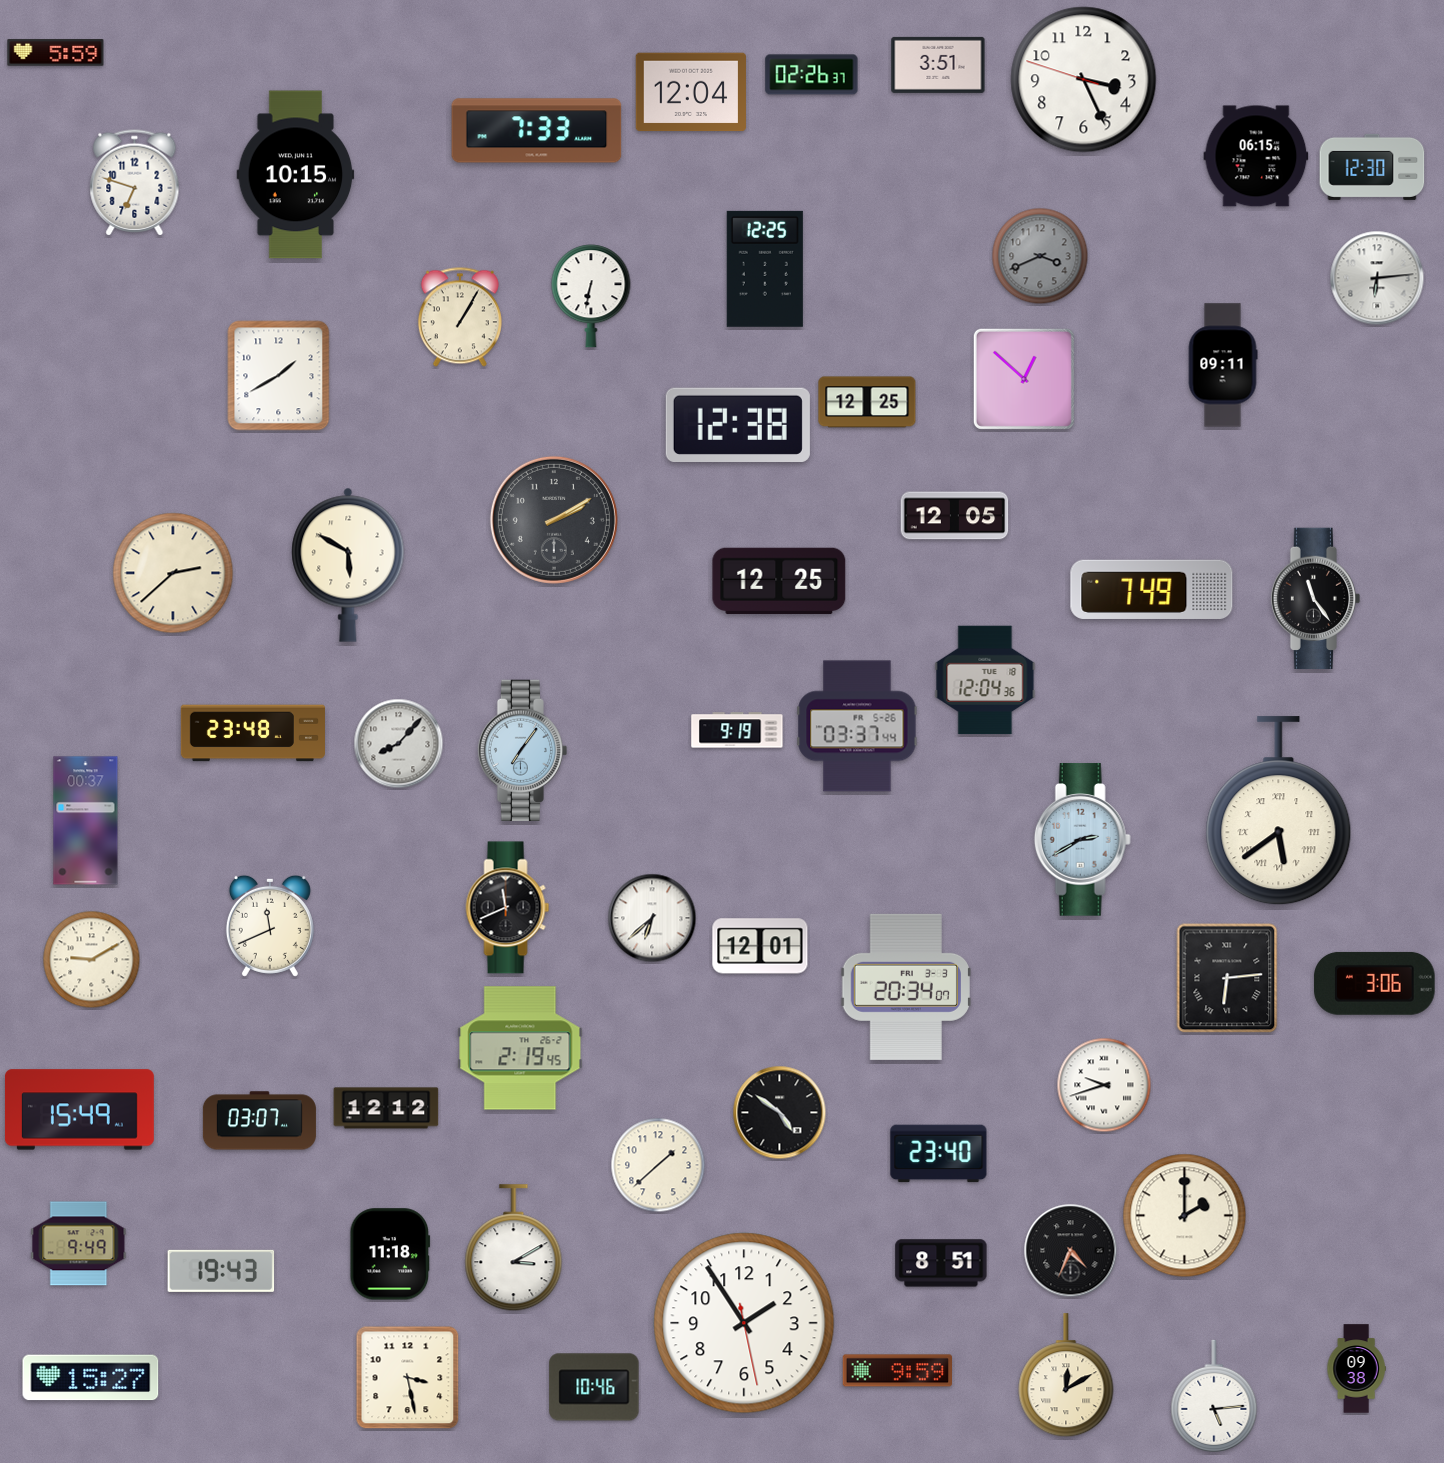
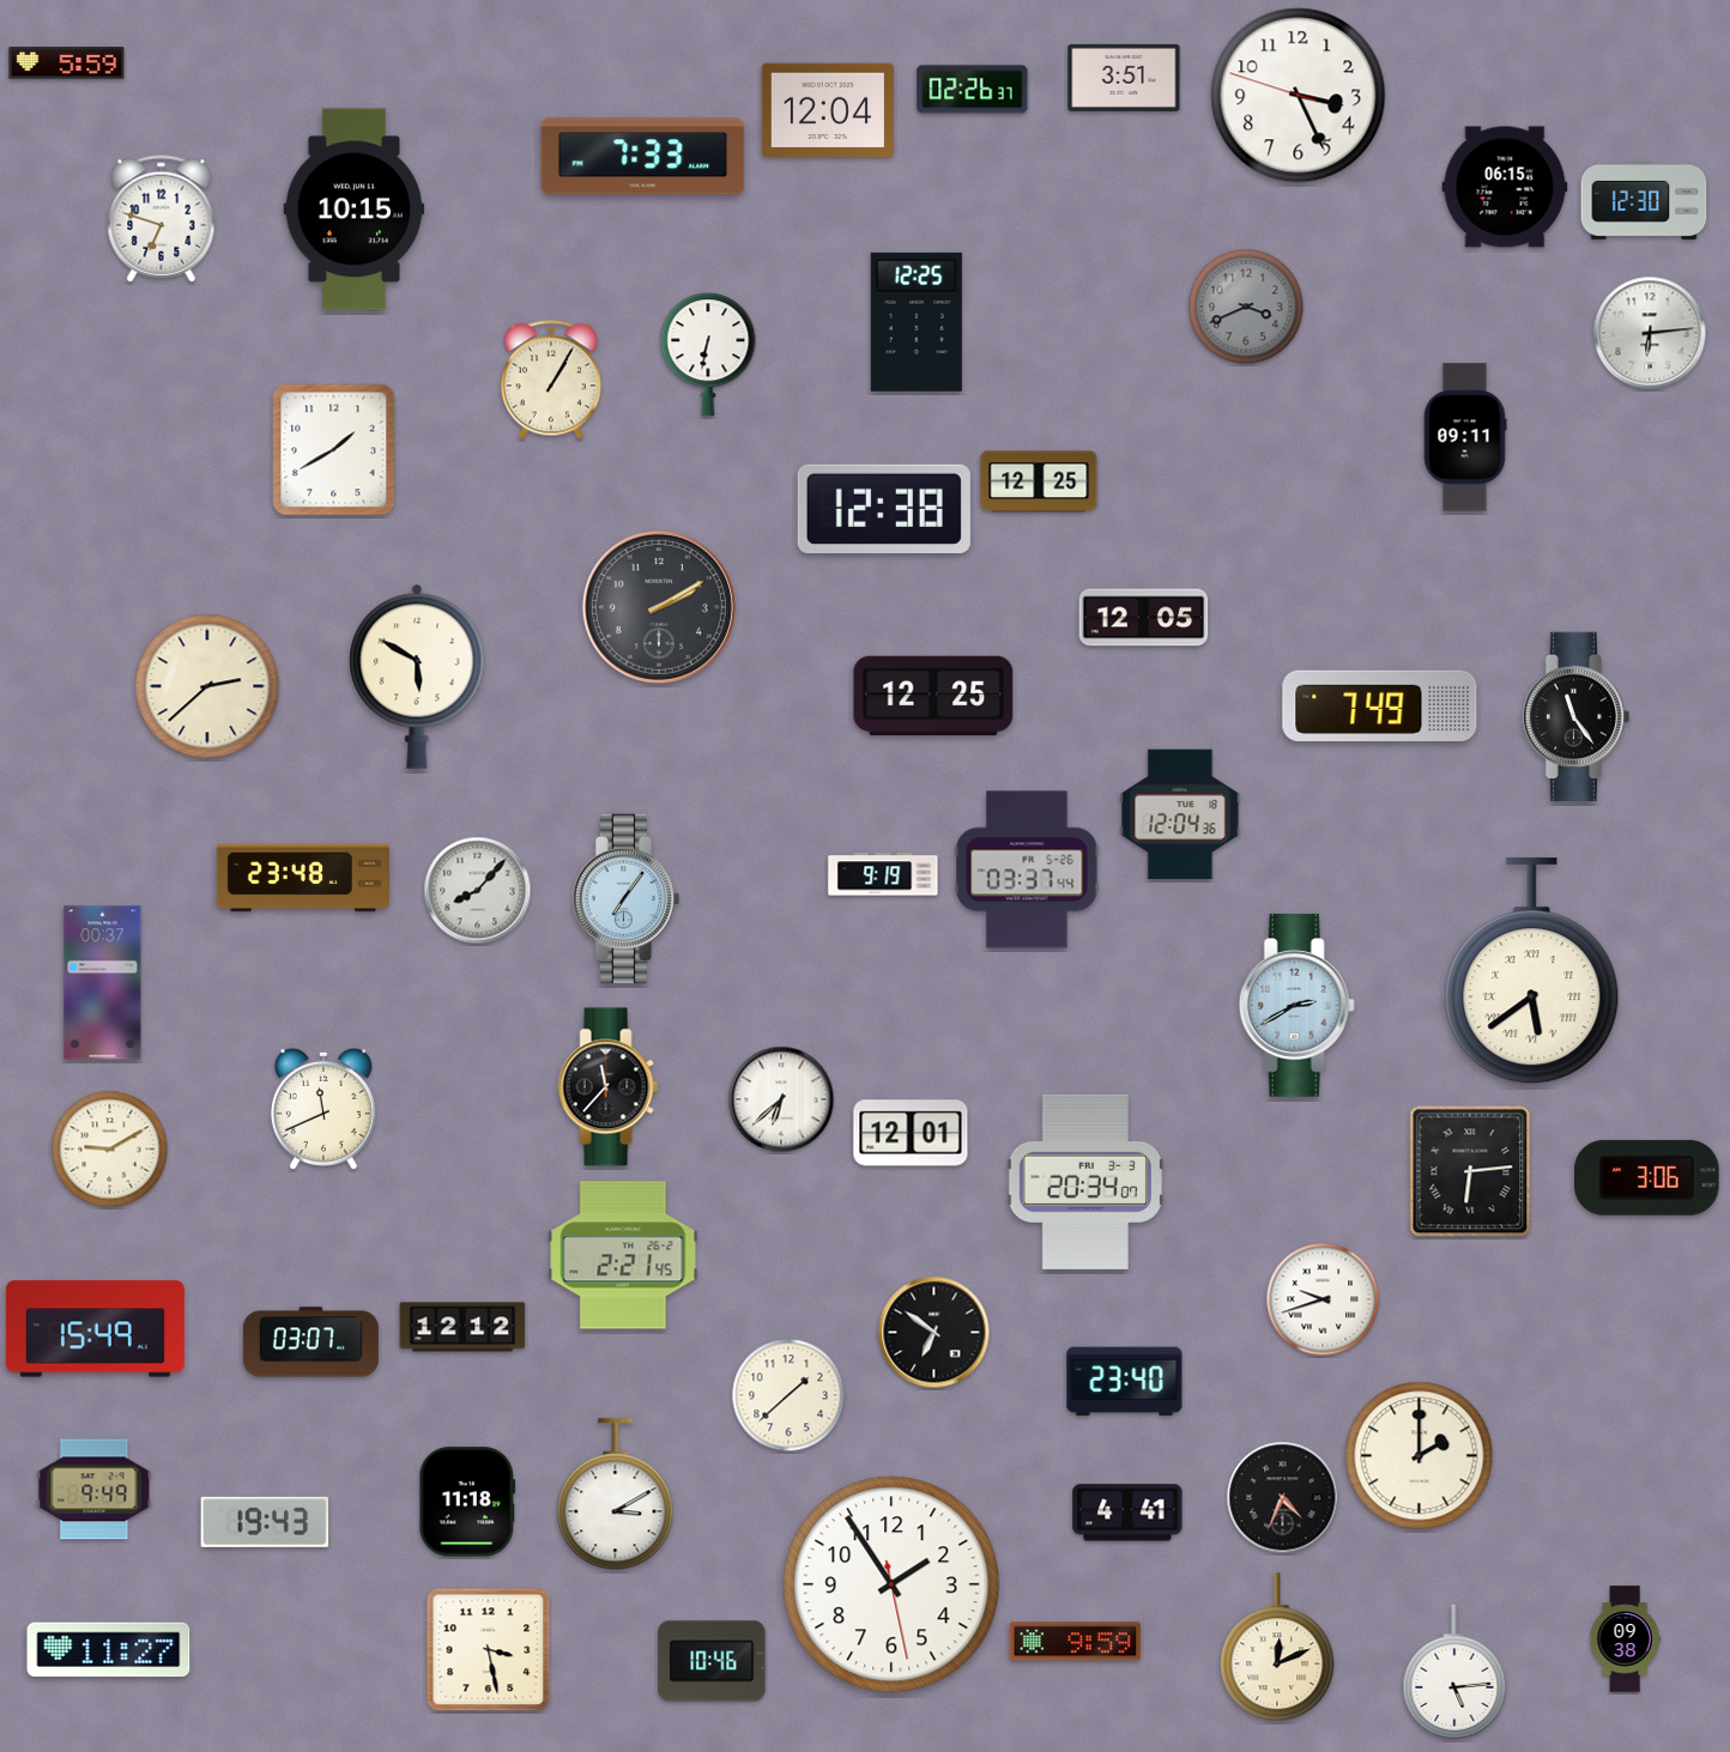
clock at (1024, 379): 12:52 -> none
clock at (554, 520) position: (554, 520) -> (659, 607)
clock at (508, 908): 11:41 -> 11:37
clock at (520, 1048): 2:19 -> 2:21
clock at (780, 1113): 4:51 -> 6:51
clock at (941, 1263): 8:51 -> 4:41
clock at (1066, 1376): 12:10 -> 12:11
clock at (91, 1378): 15:27 -> 11:27
